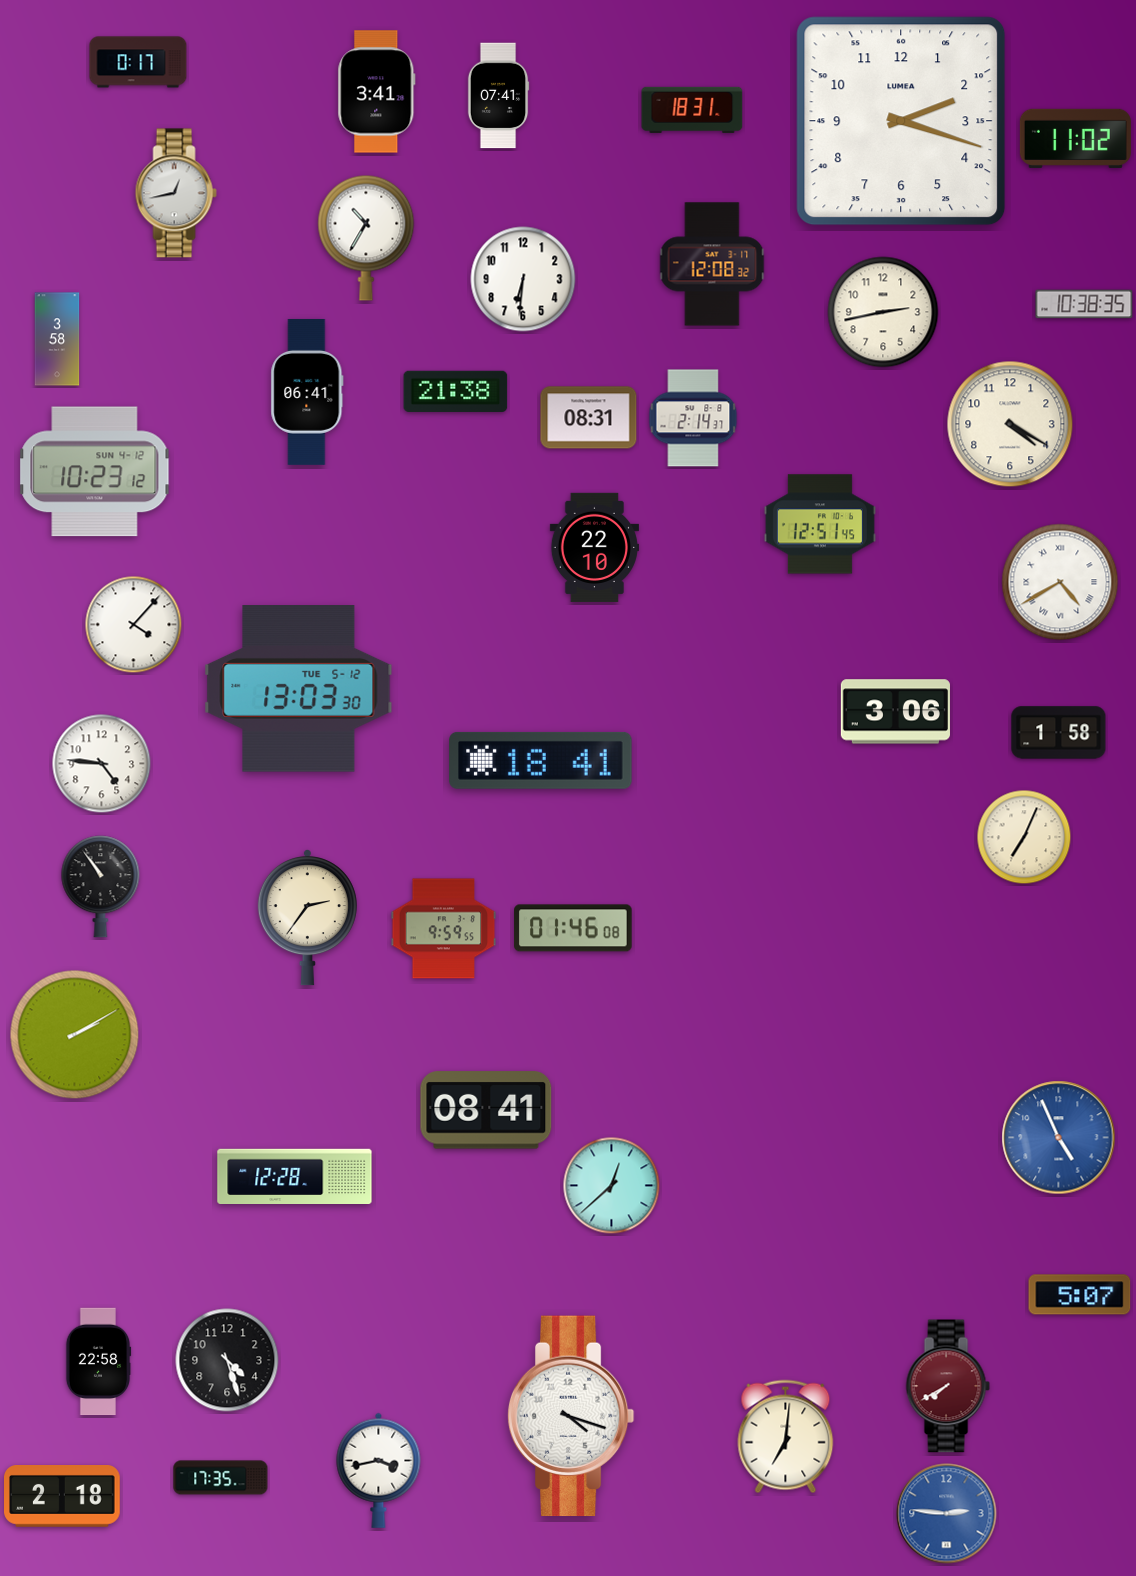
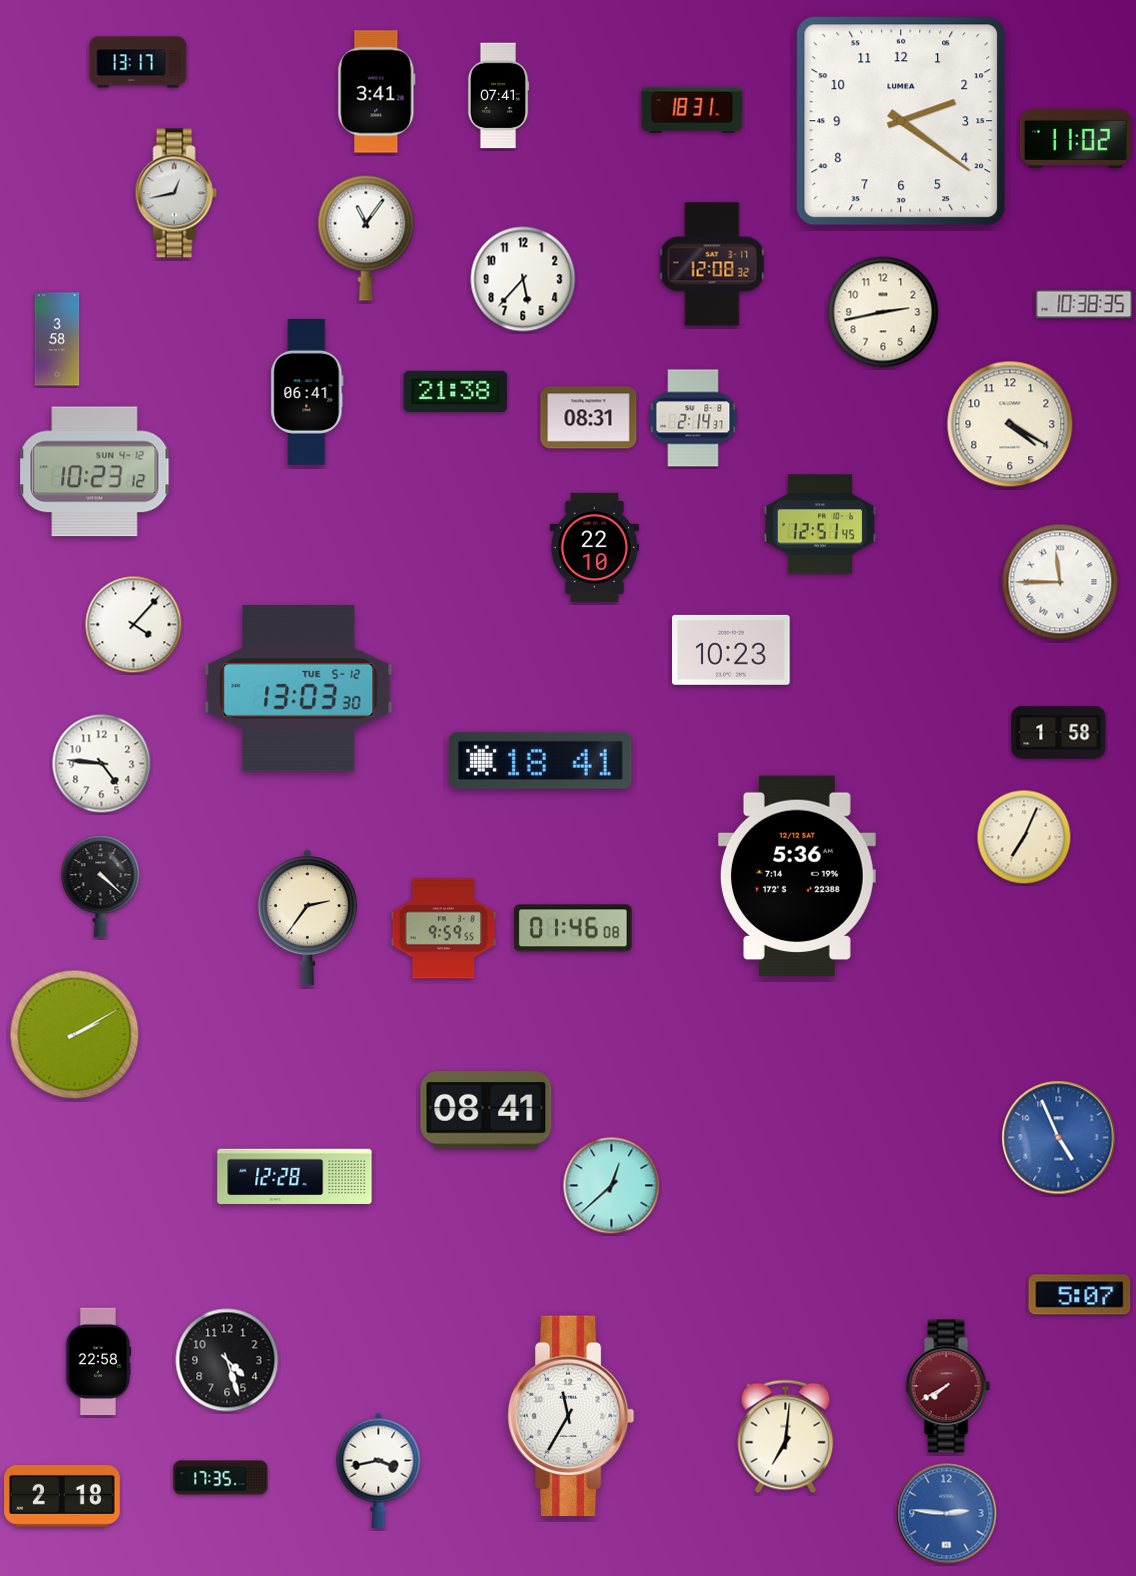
clock at (138, 62): 0:17 -> 13:17
clock at (901, 121): 2:18 -> 2:21
clock at (366, 238): 10:35 -> 11:06
clock at (523, 279): 6:31 -> 5:37
clock at (1060, 582): 4:40 -> 11:45
clock at (731, 650): none -> 10:23
clock at (895, 712): 3:06 -> none
clock at (797, 876): none -> 5:36
clock at (101, 887): 10:54 -> 4:22
clock at (571, 1416): 4:18 -> 11:35
